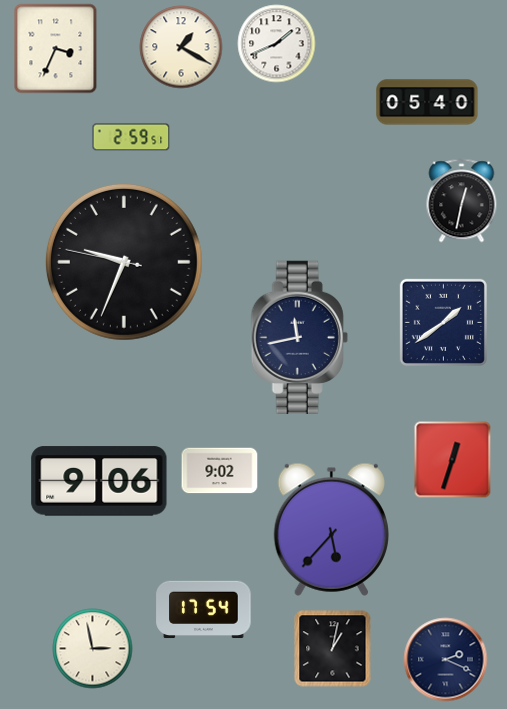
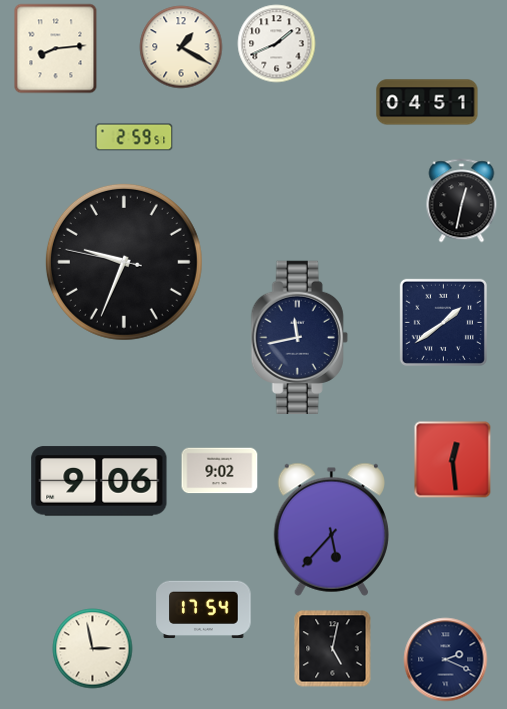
clock at (56, 49): 3:34 -> 8:14
clock at (427, 102): 05:40 -> 04:51
clock at (131, 137) position: (131, 137) -> (134, 137)
clock at (453, 460): 12:33 -> 12:29
clock at (333, 649): 1:02 -> 5:02
